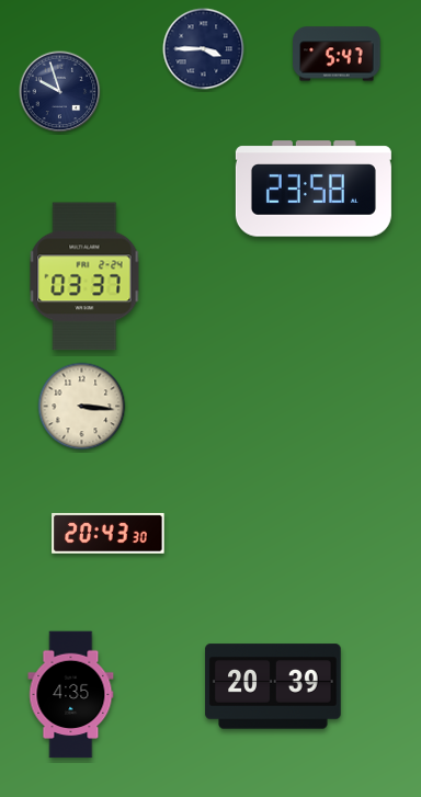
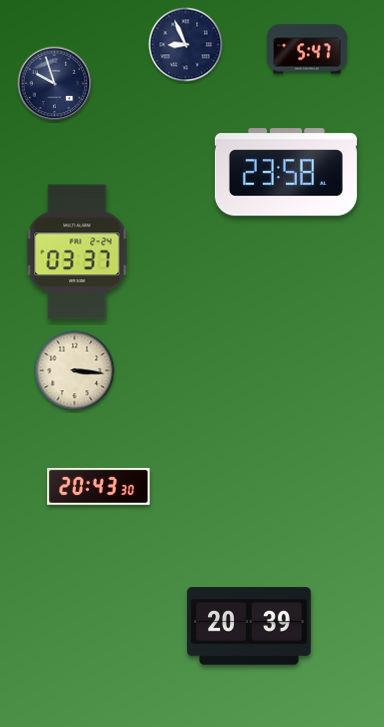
clock at (204, 49): 3:45 -> 8:56
clock at (71, 695): 4:35 -> none
